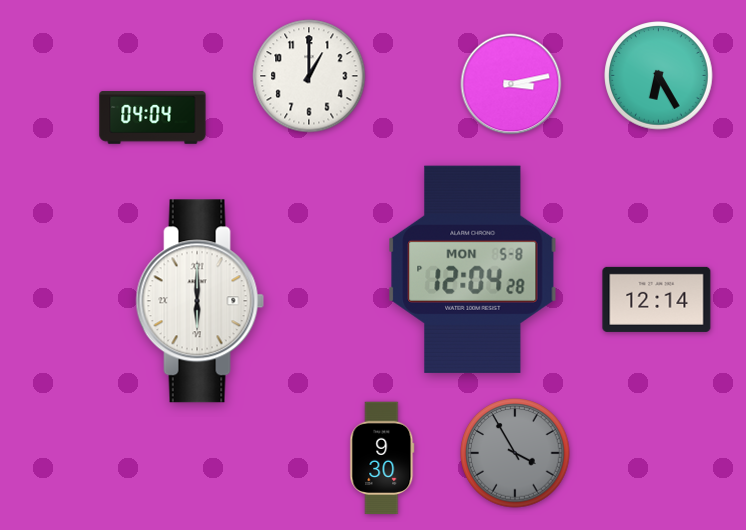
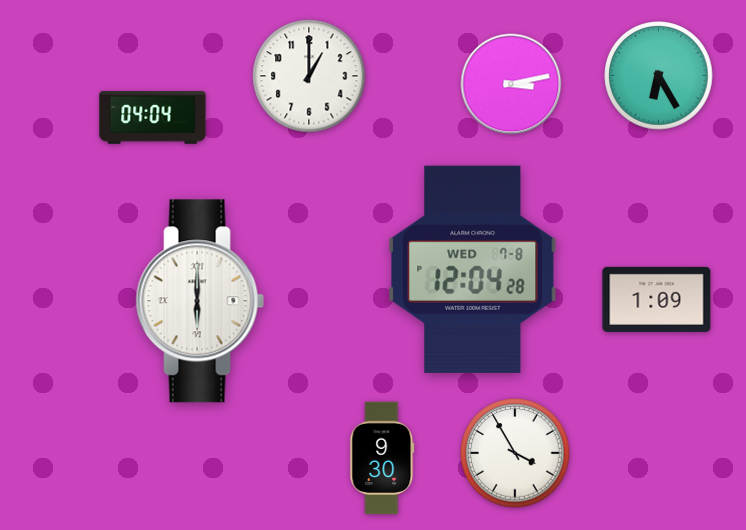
clock at (473, 269) date: MON 5-8 -> WED 7-8
clock at (657, 299): 12:14 -> 1:09
clock at (515, 453) dial: grey -> white
